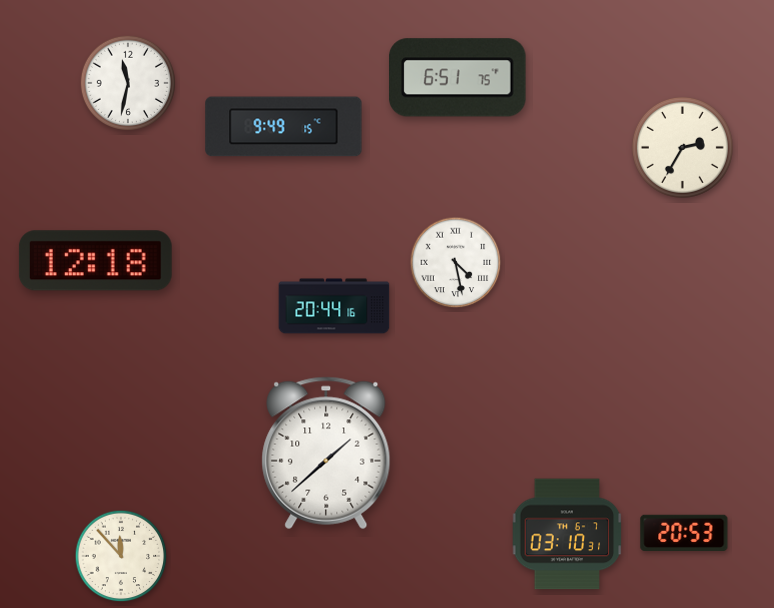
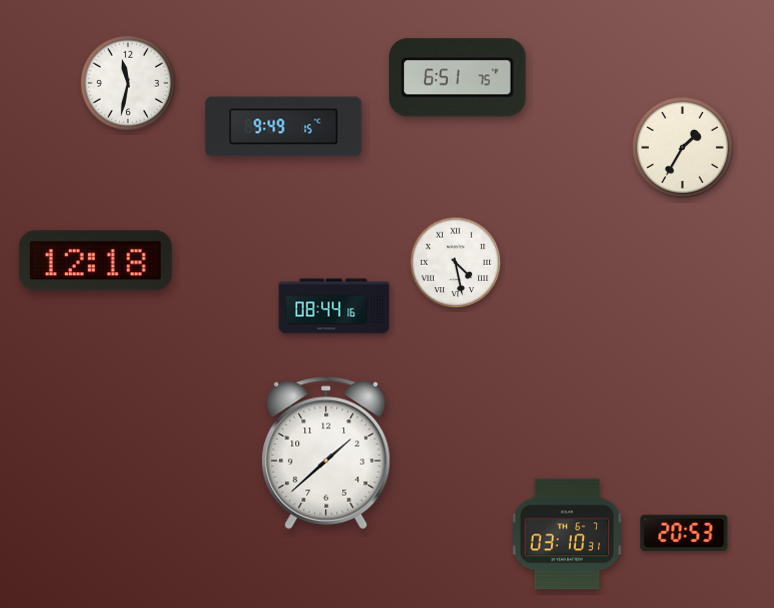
clock at (682, 147): 2:35 -> 1:35
clock at (334, 306): 20:44 -> 08:44
clock at (121, 556): 11:53 -> none
